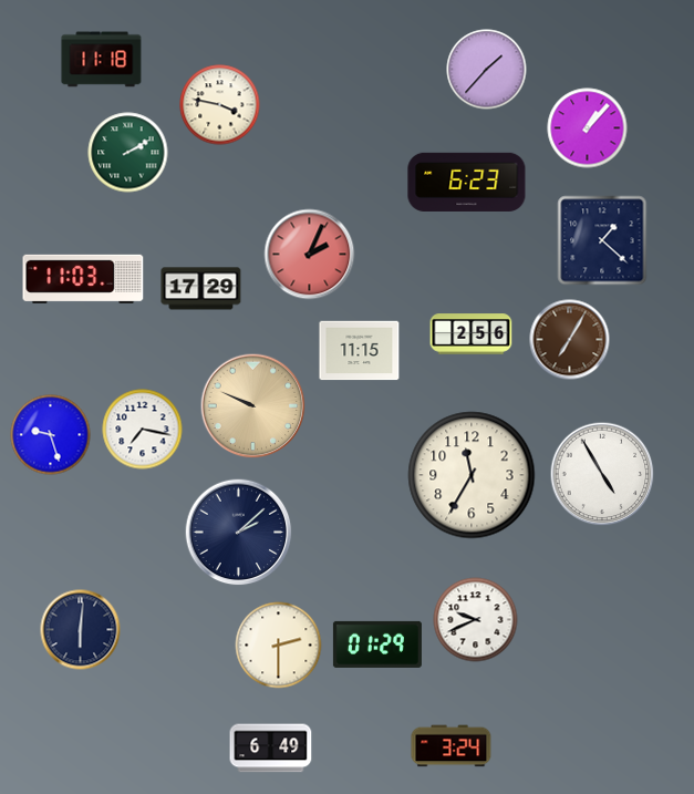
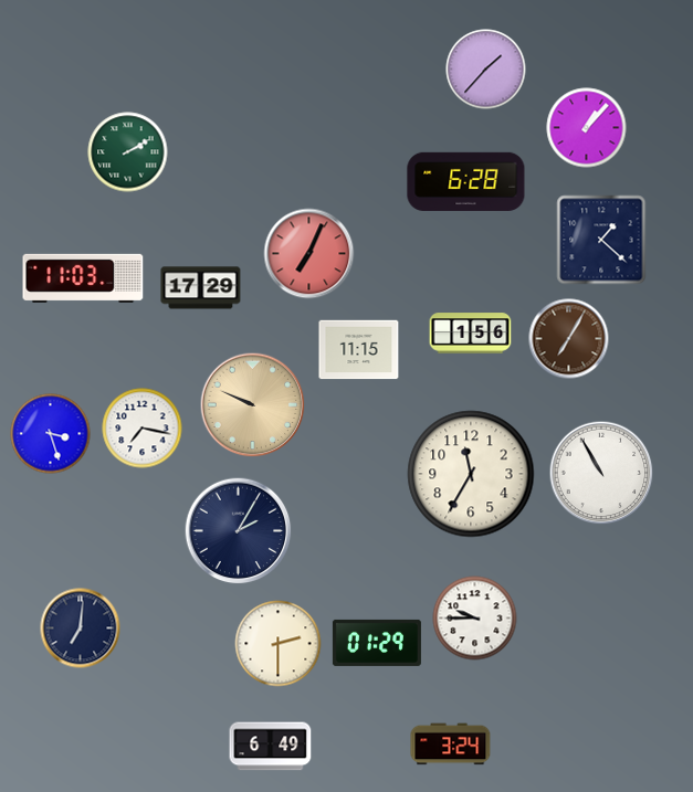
clock at (102, 60): 11:18 -> none
clock at (220, 105): 3:47 -> none
clock at (467, 182): 6:23 -> 6:28
clock at (310, 255): 2:04 -> 7:04
clock at (472, 334): 2:56 -> 1:56
clock at (51, 435): 9:27 -> 3:27
clock at (602, 474): 4:55 -> 10:55
clock at (239, 533): 2:08 -> 2:05
clock at (476, 620): 9:41 -> 9:45
clock at (81, 630): 6:01 -> 7:01
